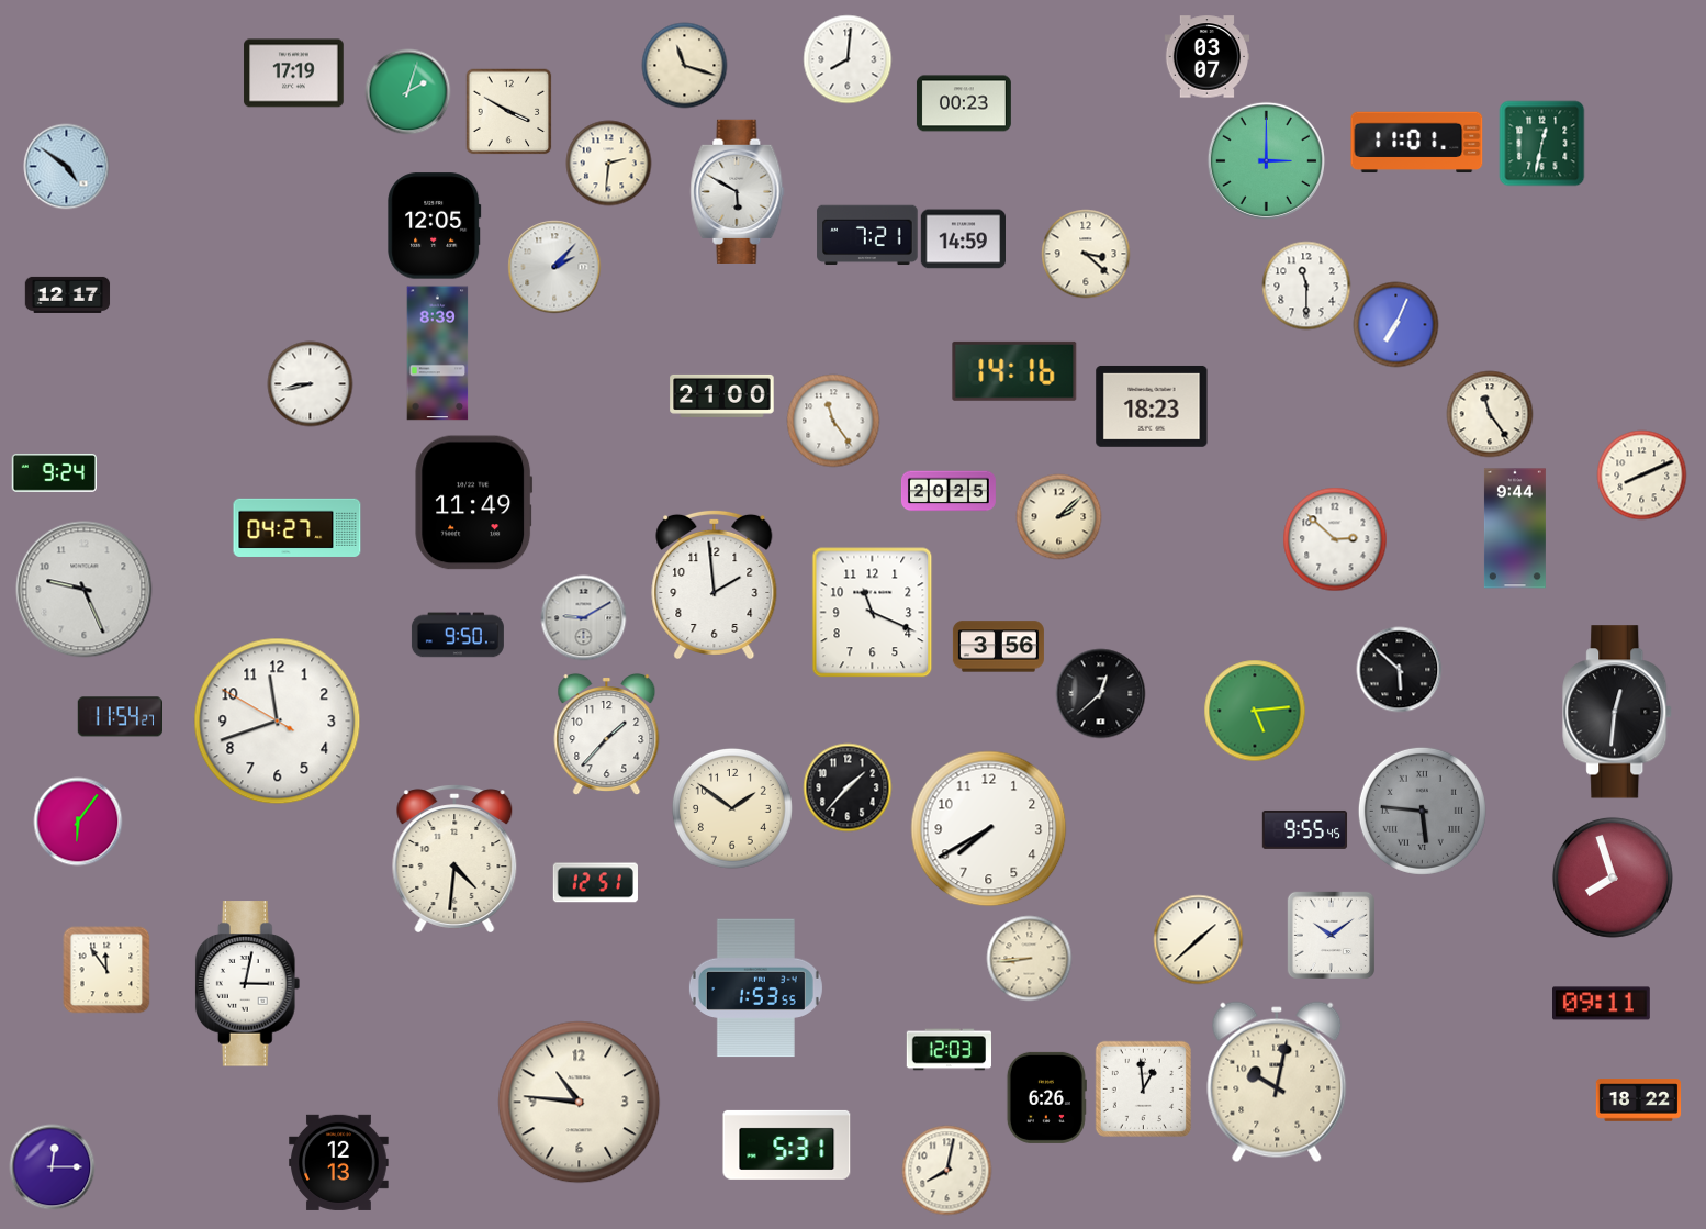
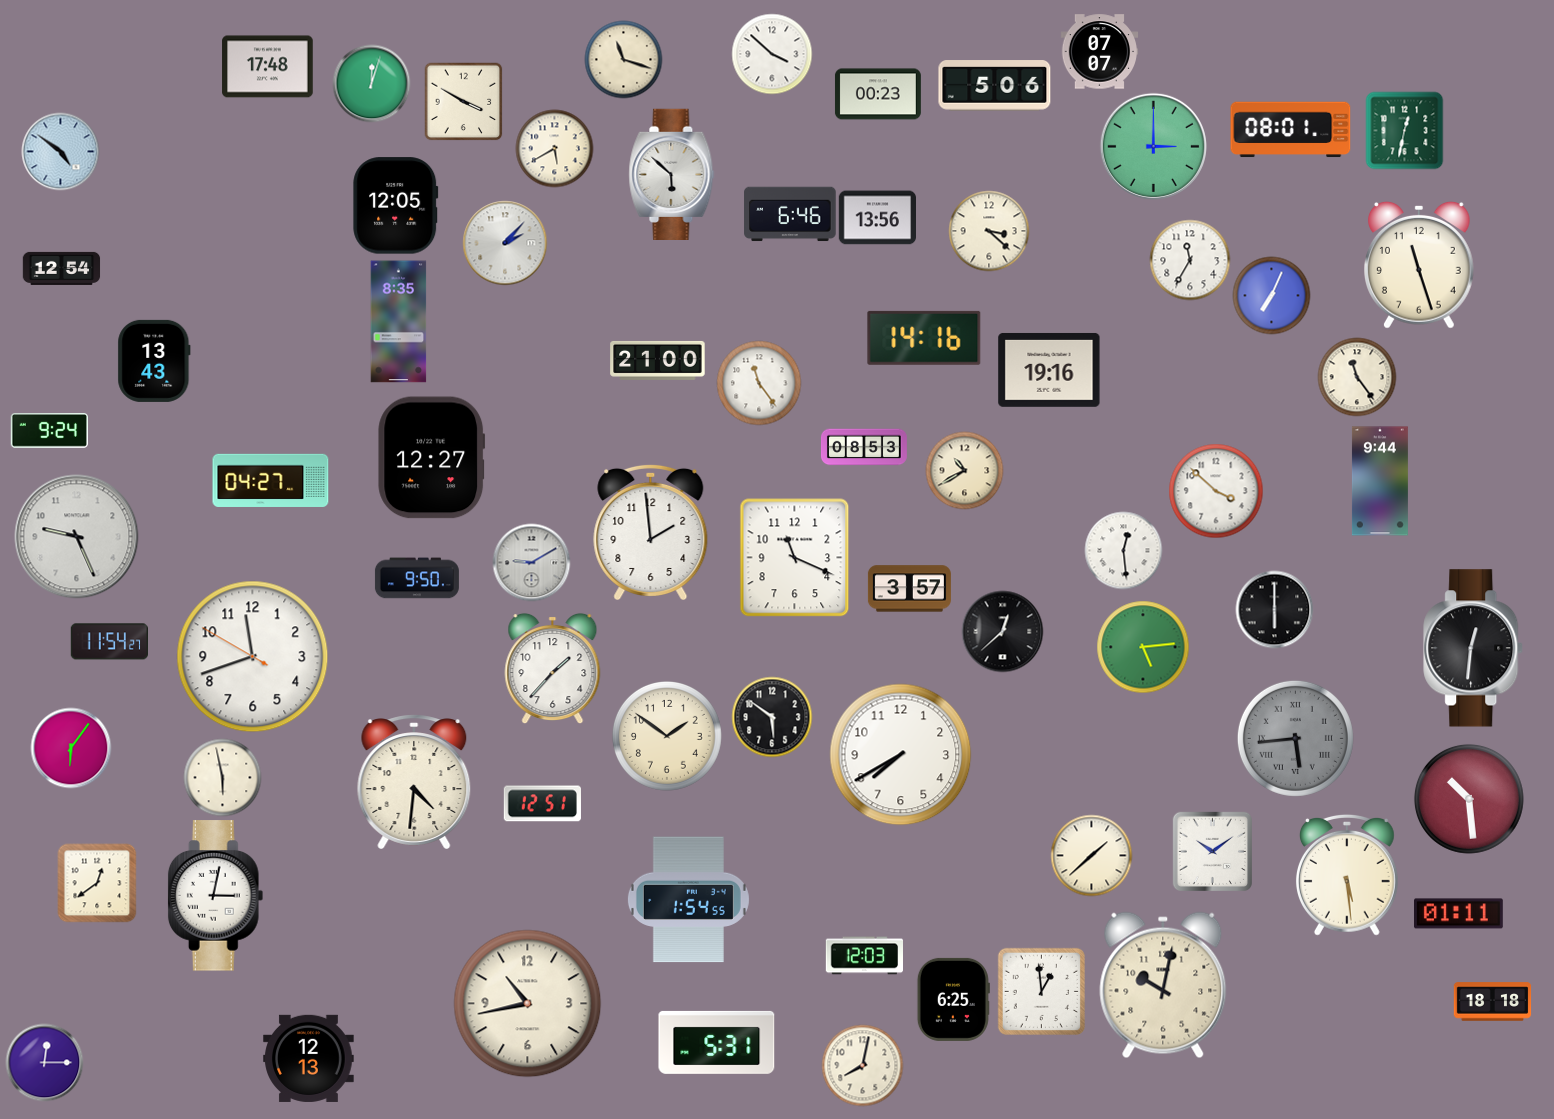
clock at (1206, 57): 03:07 -> 07:07
clock at (848, 59): 8:01 -> 3:52
clock at (294, 74): 17:19 -> 17:48
clock at (407, 91): 2:03 -> 12:03
clock at (995, 86): none -> 5:06
clock at (1417, 143): 11:01 -> 08:01
clock at (608, 163): 2:31 -> 5:40
clock at (738, 191): 5:50 -> 5:52
clock at (867, 235): 7:21 -> 6:46
clock at (963, 239): 14:59 -> 13:56
clock at (1306, 286): 11:30 -> 11:35
clock at (1420, 266): none -> 11:27
clock at (67, 294): 12:17 -> 12:54
clock at (438, 354): 8:39 -> 8:35
clock at (310, 383): 8:43 -> none
clock at (154, 361): none -> 13:43
clock at (1152, 406): 18:23 -> 19:16
clock at (1641, 474): 8:11 -> none
clock at (949, 491): 20:25 -> 08:53
clock at (474, 503): 11:49 -> 12:27
clock at (1058, 516): 2:08 -> 10:40
clock at (1335, 539): 2:52 -> 3:52
clock at (1123, 550): none -> 12:29
clock at (998, 647): 3:56 -> 3:57
clock at (1399, 669): 5:52 -> 6:00
clock at (120, 717) position: (120, 717) -> (109, 642)
clock at (848, 787): 1:37 -> 5:51
clock at (1422, 811): 5:46 -> 5:44
clock at (1304, 829): 9:55 -> none
clock at (222, 777): none -> 5:58
clock at (1613, 878): 7:57 -> 10:29
clock at (1029, 958): 8:44 -> none
clock at (1347, 875): none -> 5:29
clock at (106, 970): 11:54 -> 12:39
clock at (248, 984) position: (248, 984) -> (216, 896)
clock at (755, 988): 1:53 -> 1:54
clock at (1602, 1004): 09:11 -> 01:11
clock at (1046, 1097): 6:26 -> 6:25
clock at (1638, 1100): 18:22 -> 18:18
clock at (580, 1103): 10:46 -> 10:43
clock at (52, 1166) position: (52, 1166) -> (44, 1062)
